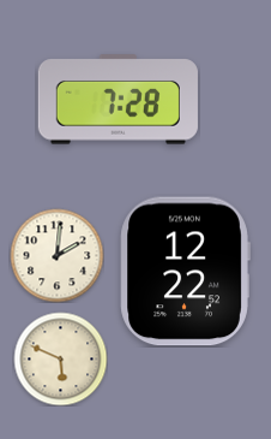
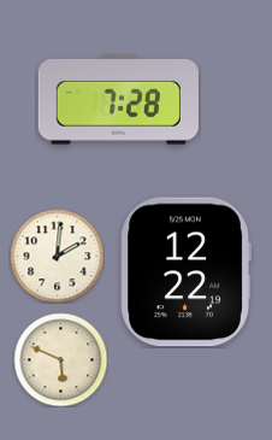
clock at (185, 272): 12:22:52 -> 12:22:19
